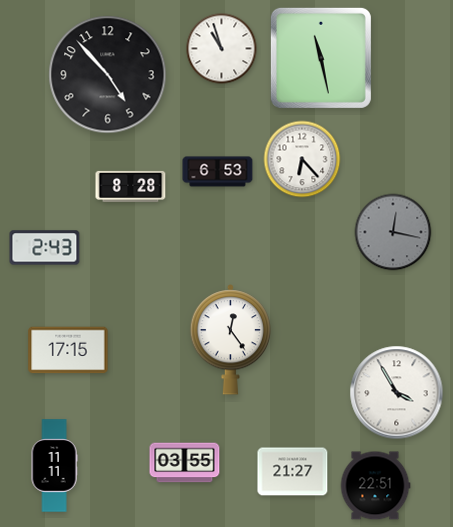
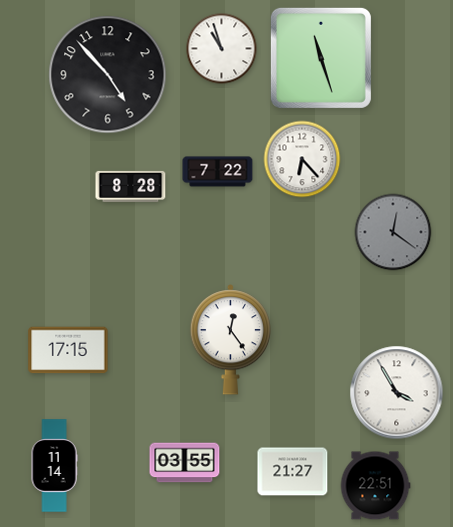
clock at (321, 58): 11:28 -> 11:27
clock at (218, 172): 6:53 -> 7:22
clock at (393, 232): 12:17 -> 12:21
clock at (45, 248): 2:43 -> none
clock at (54, 466): 11:11 -> 11:14
